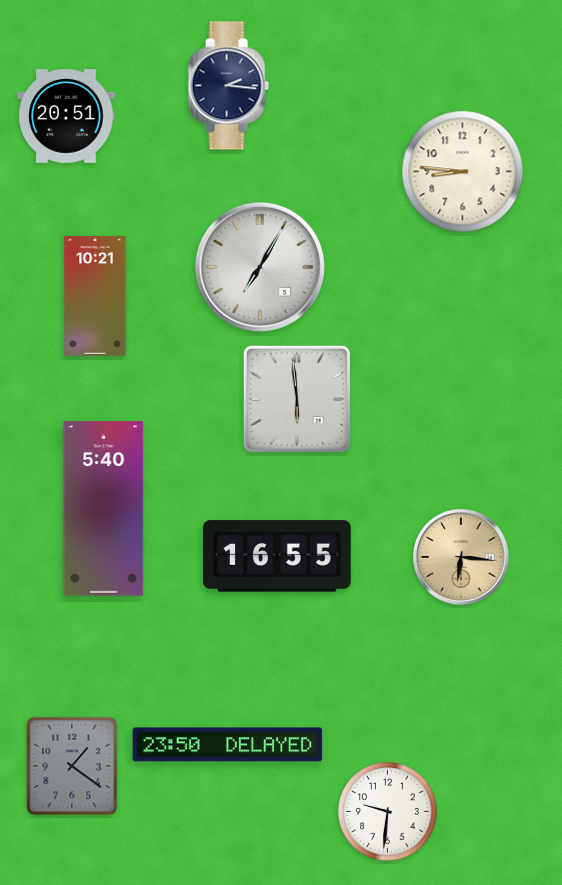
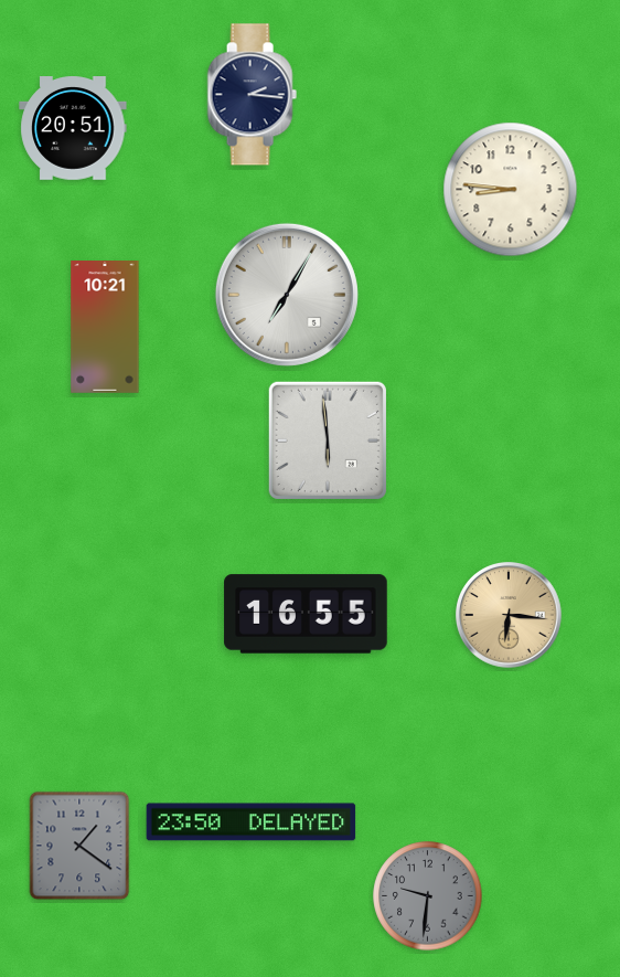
clock at (104, 509): 5:40 -> none
clock at (388, 812) dial: white -> grey
